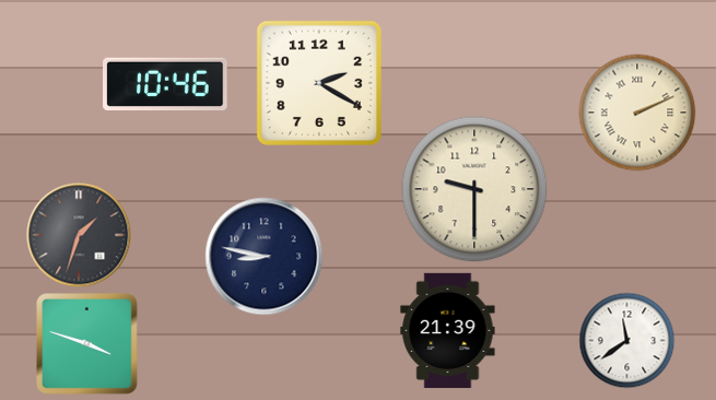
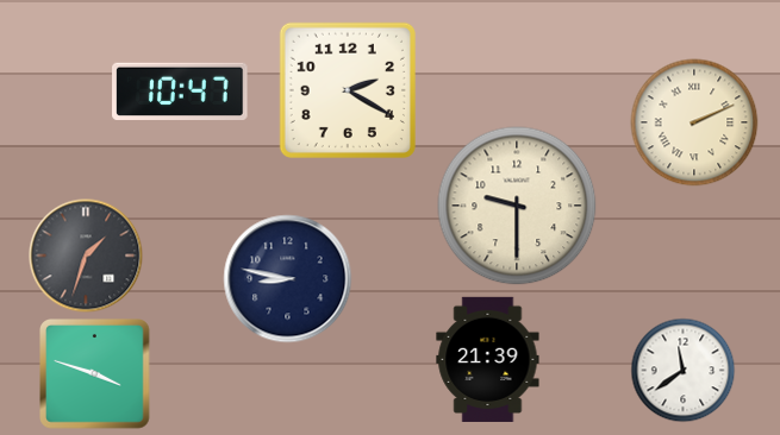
clock at (165, 83): 10:46 -> 10:47
